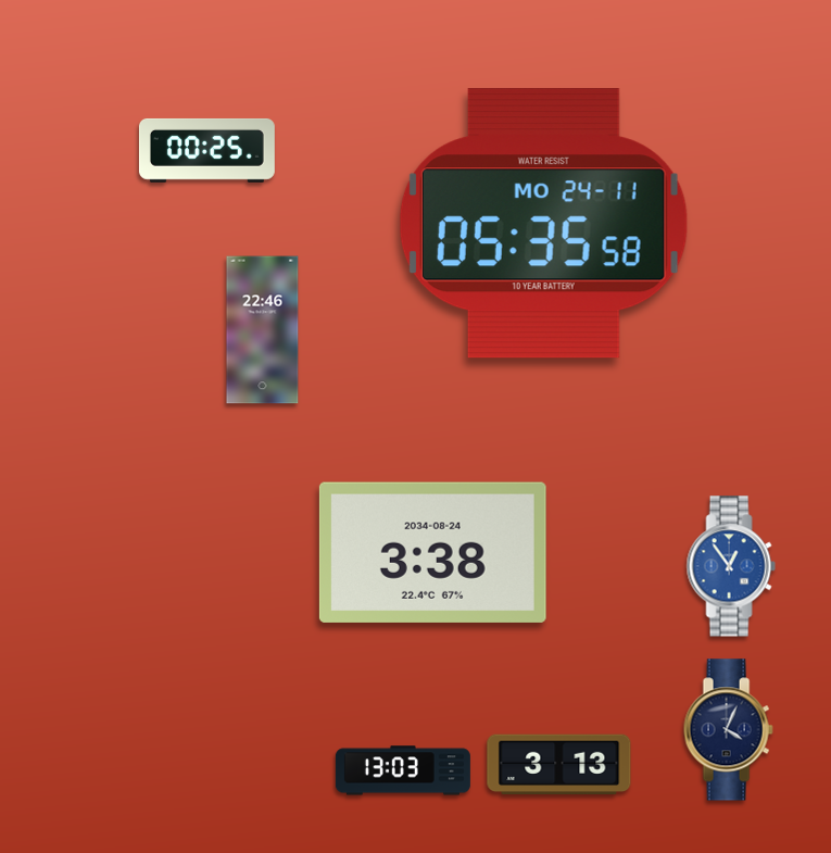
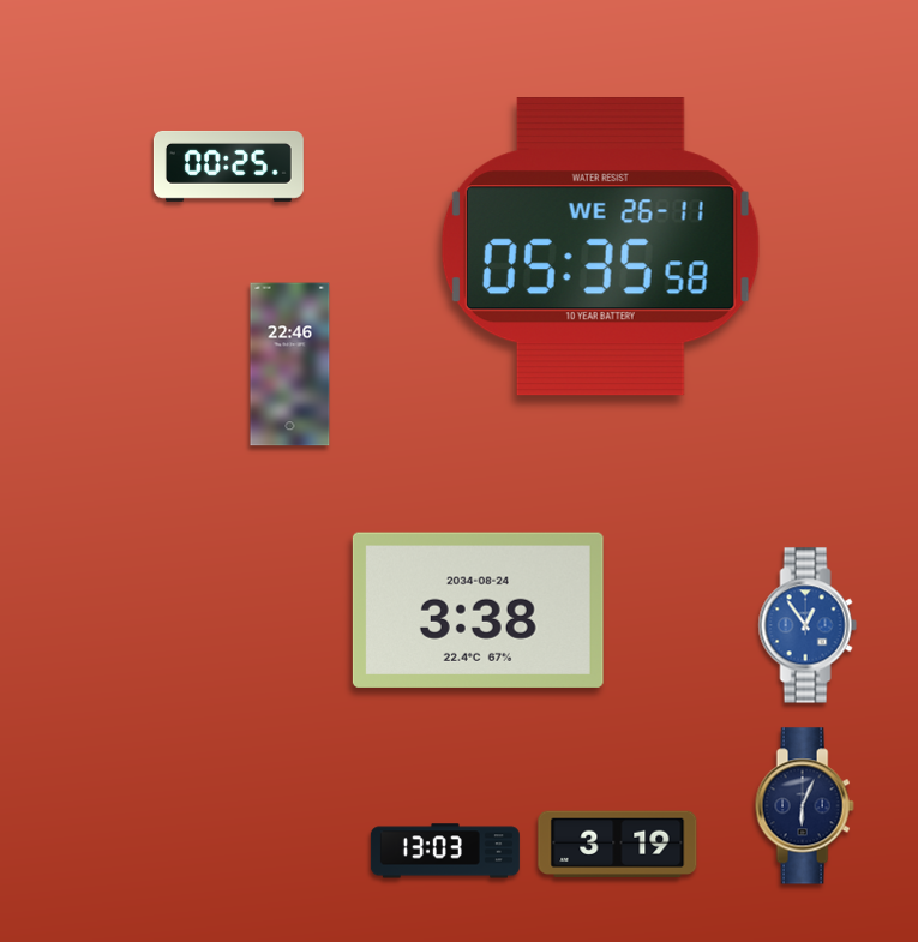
clock at (543, 224) date: MO 24-11 -> WE 26-11
clock at (728, 730): 4:04 -> 6:04
clock at (559, 765): 3:13 -> 3:19
